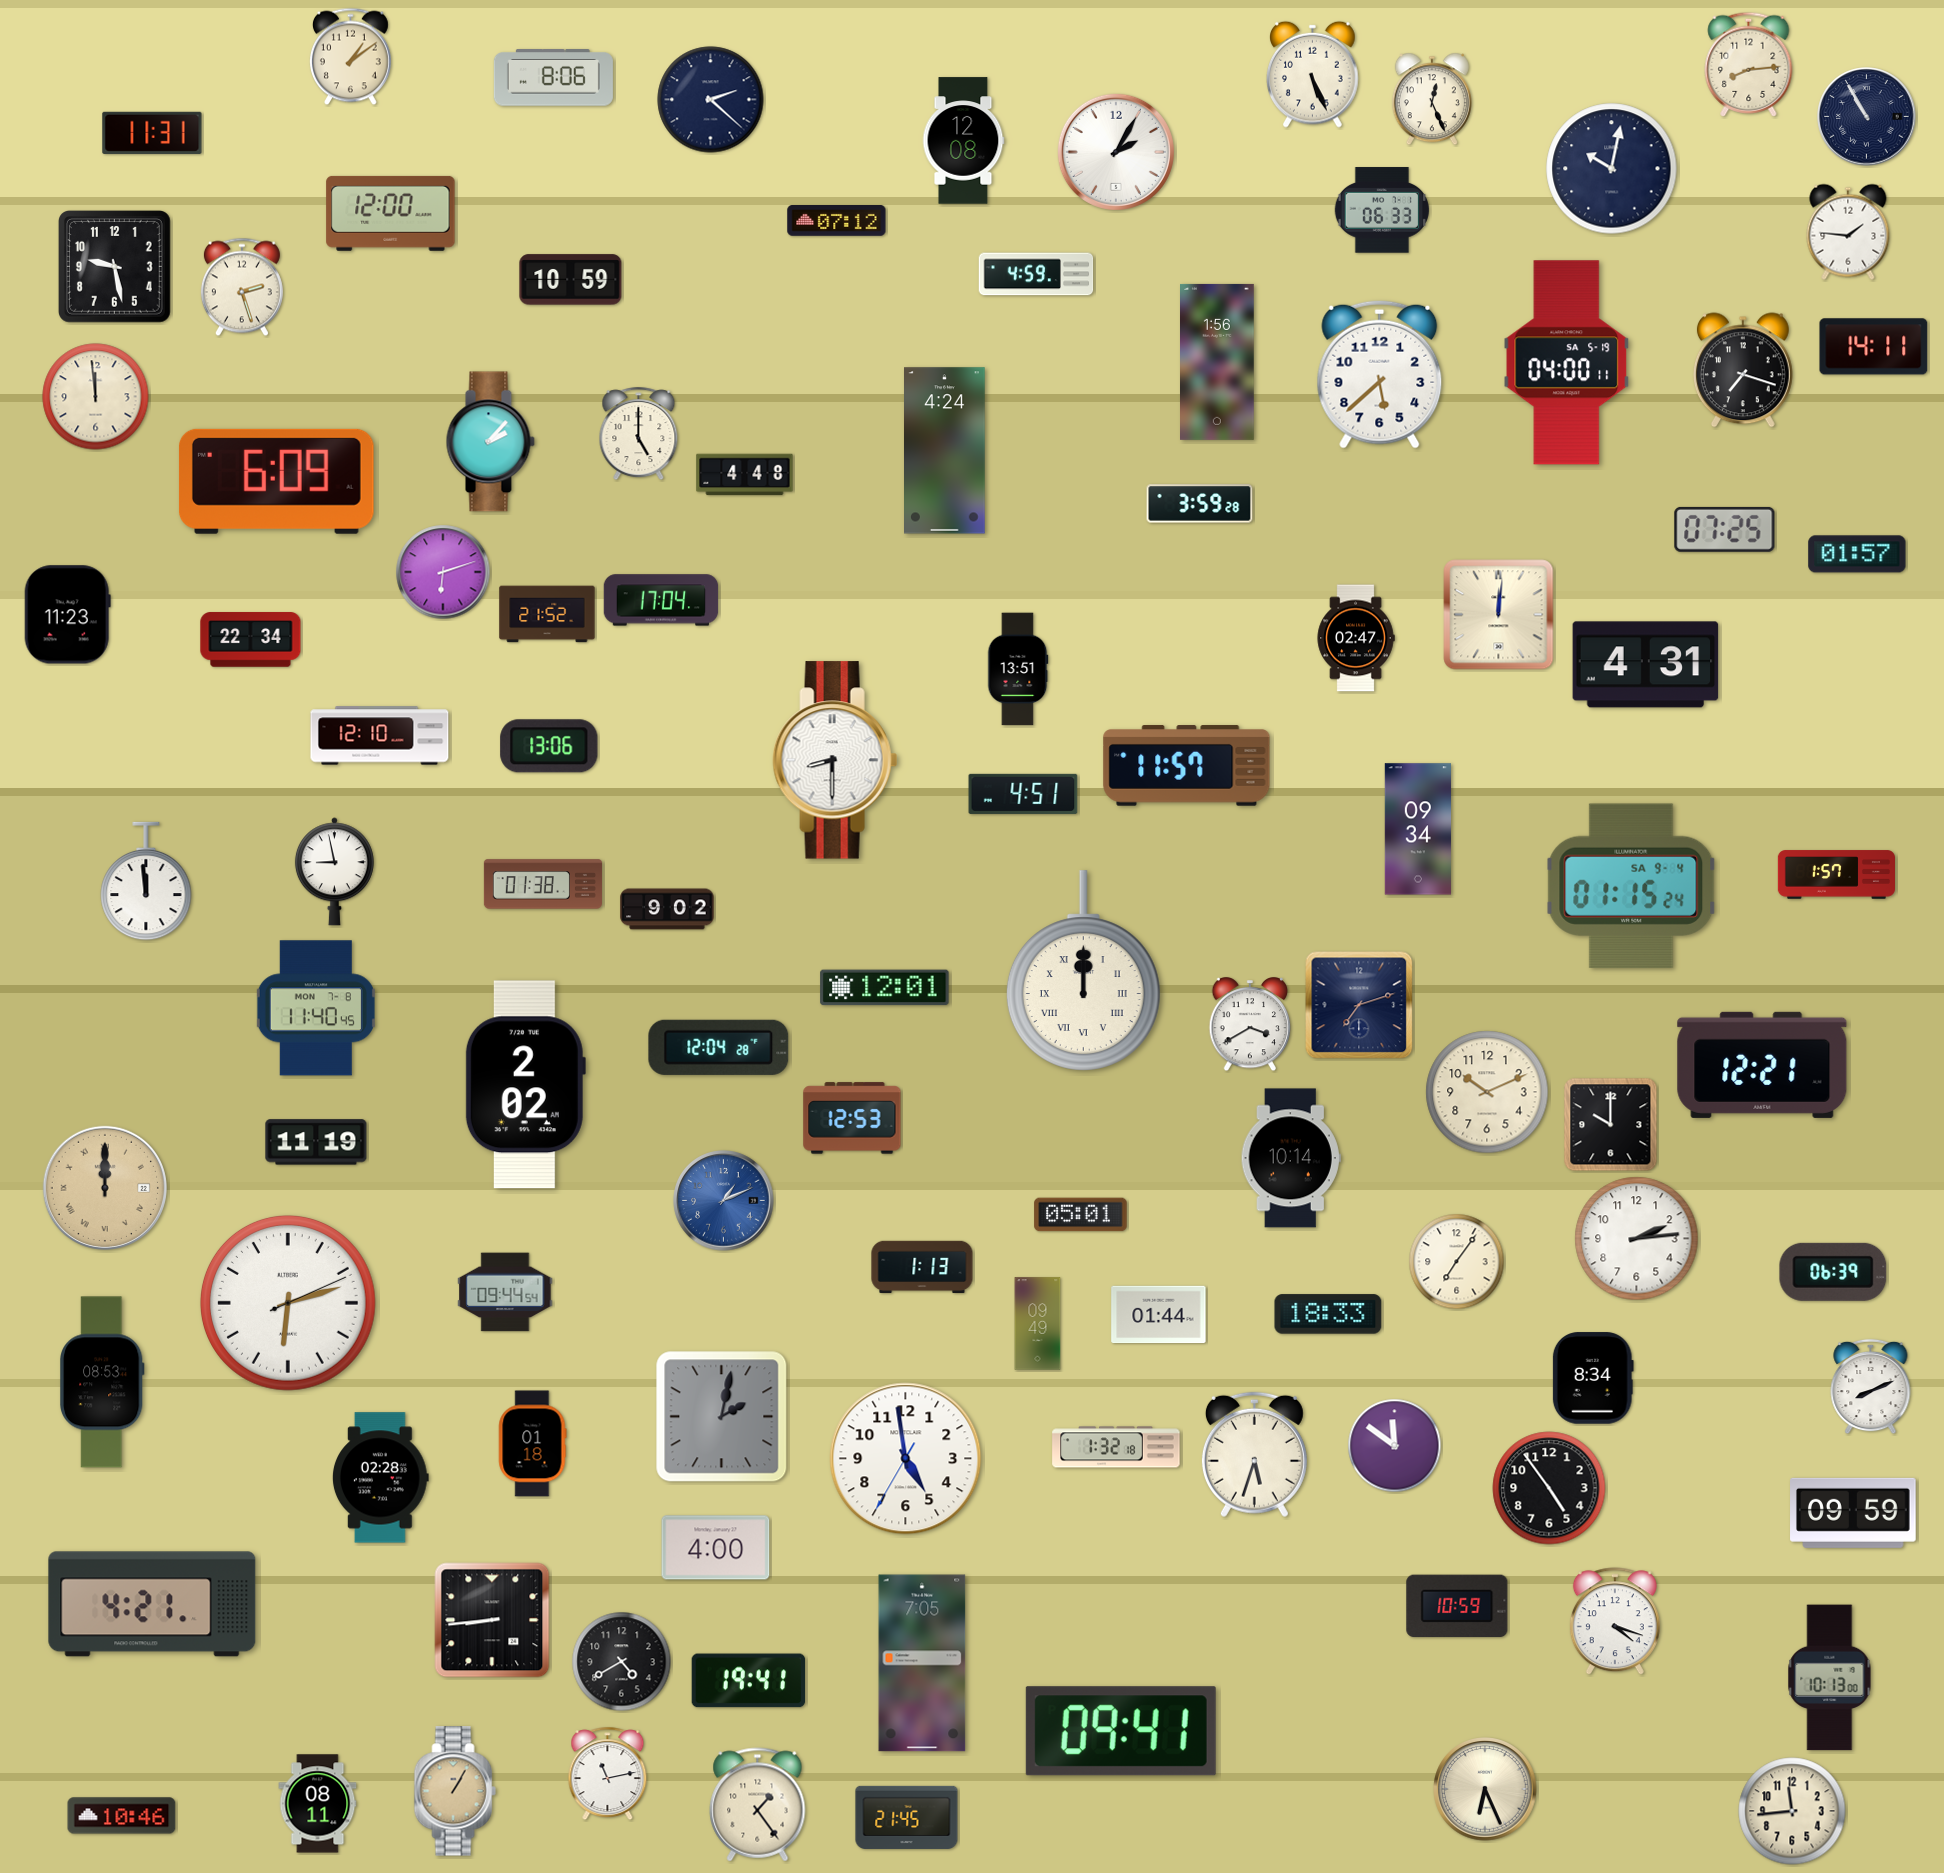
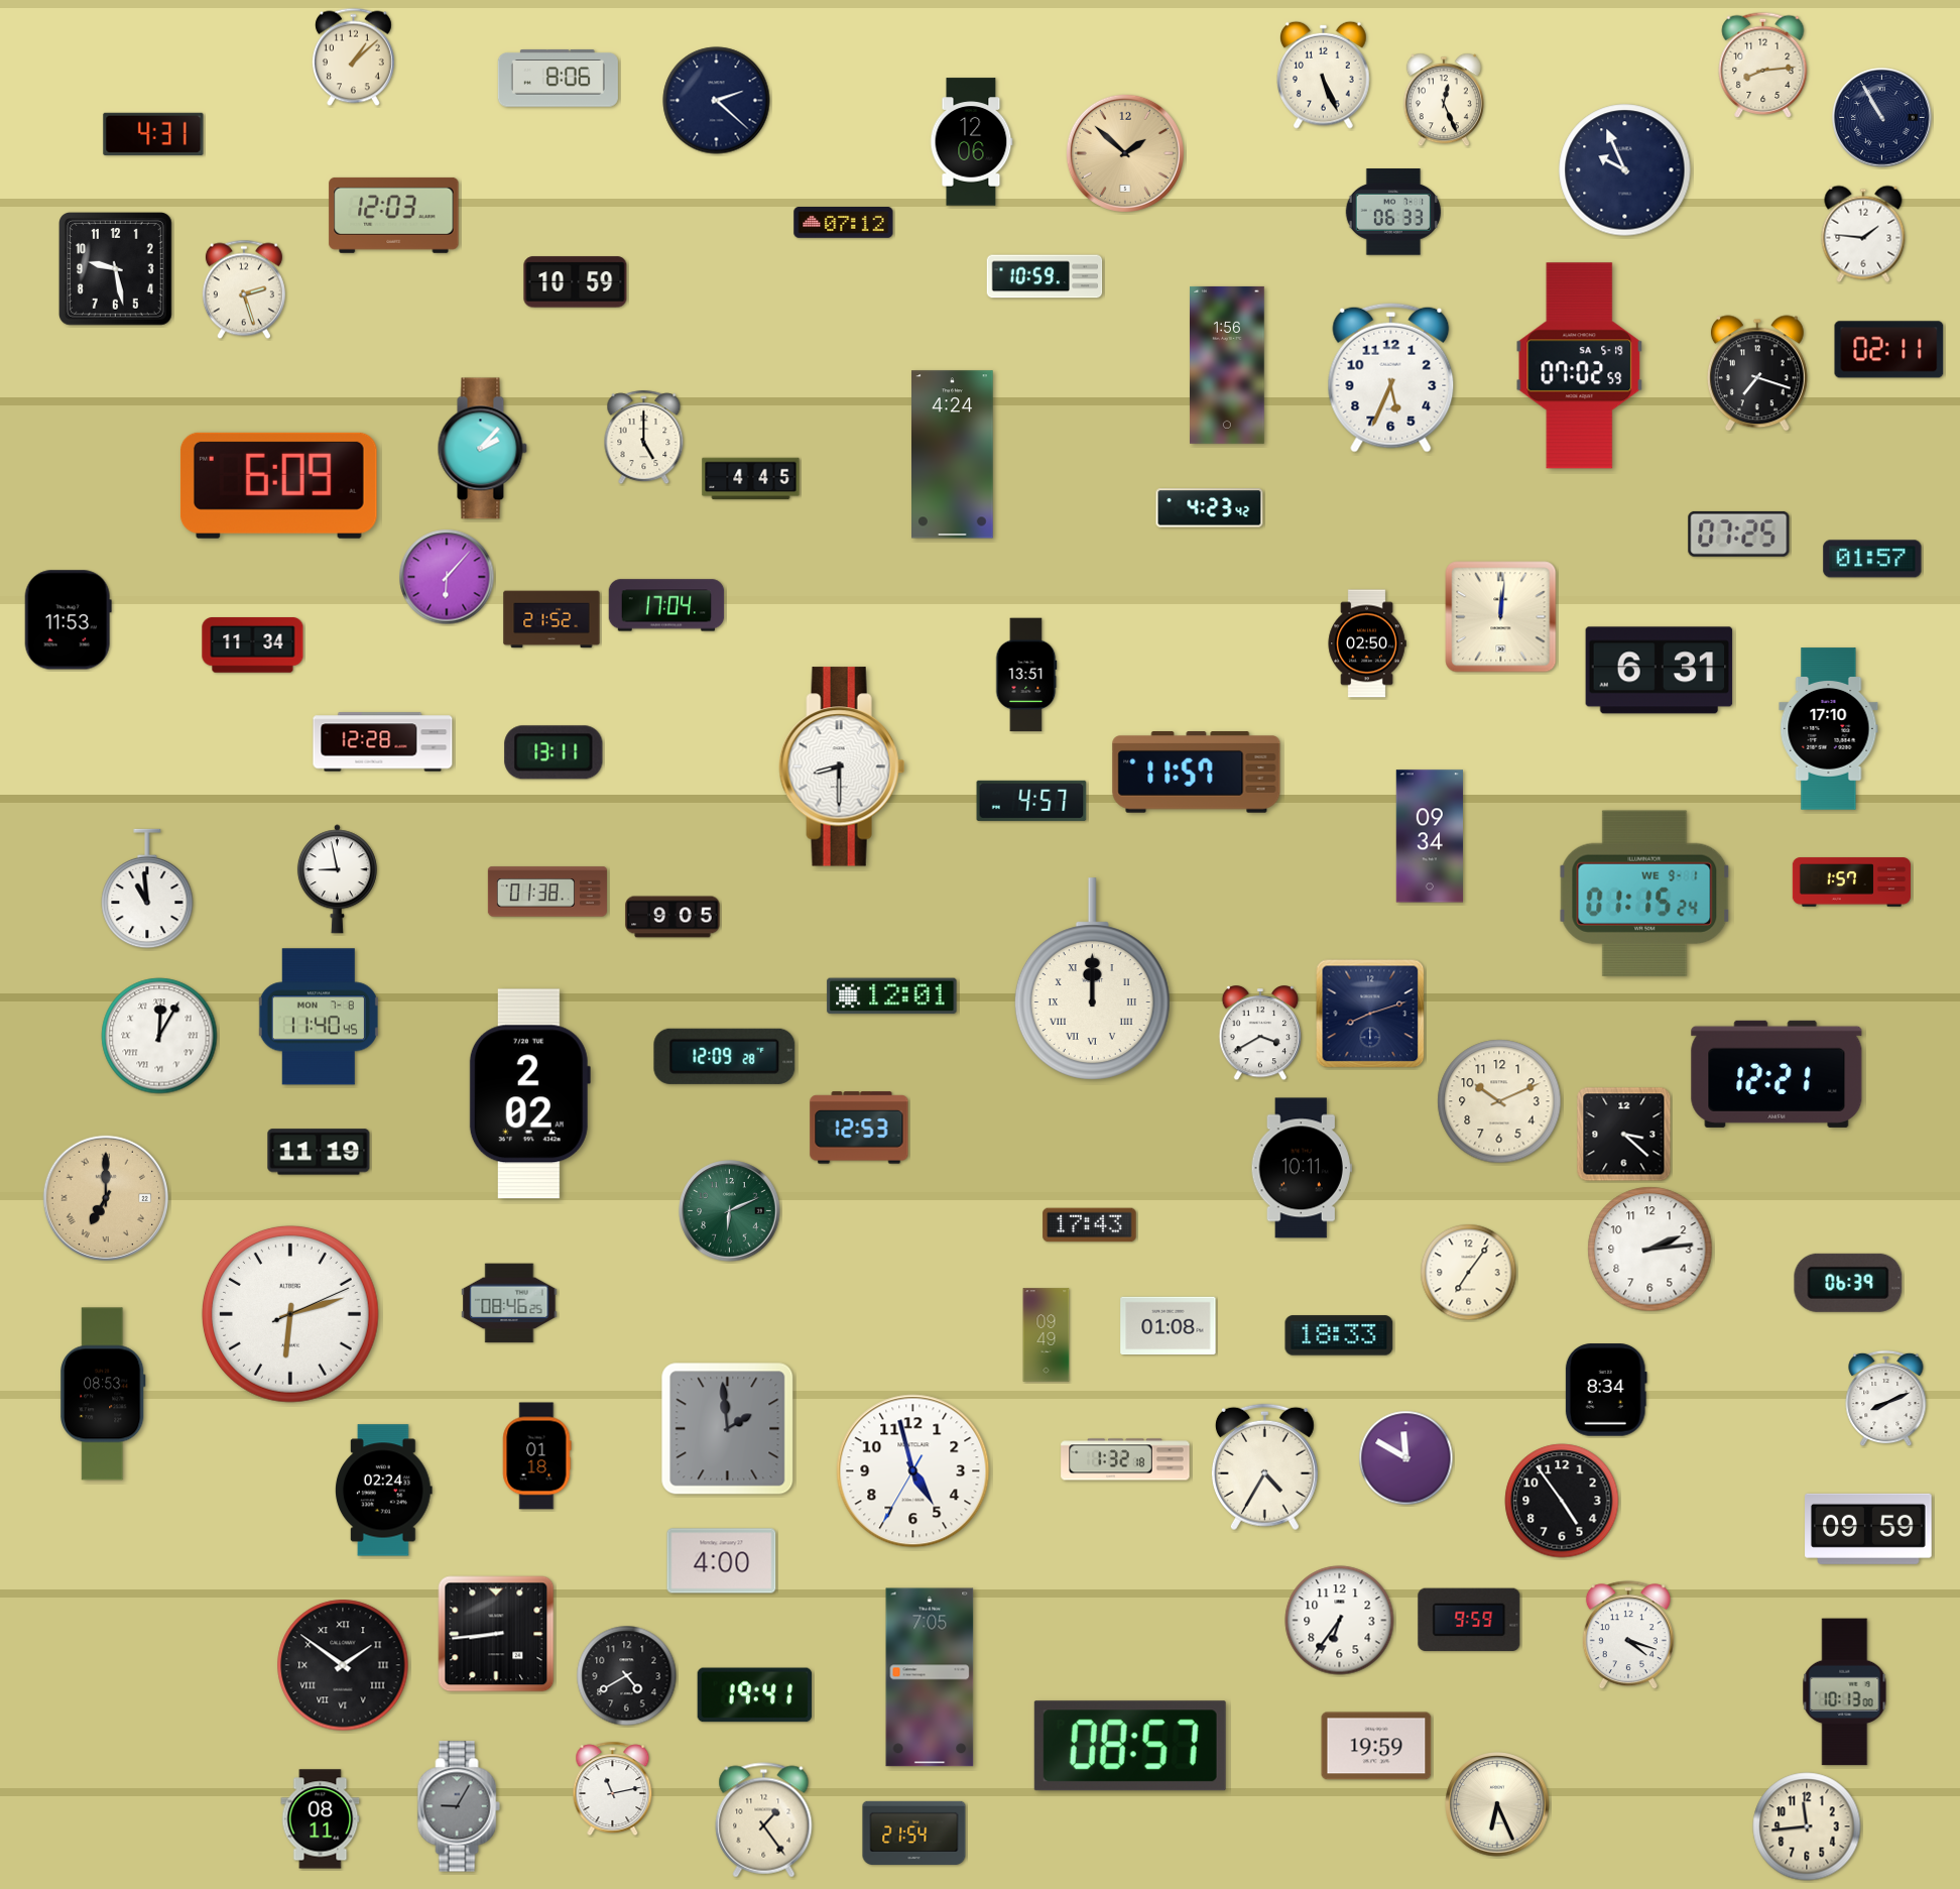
clock at (350, 57): 1:09 -> 1:08
clock at (152, 133): 11:31 -> 4:31
clock at (963, 141): 12:08 -> 12:06
clock at (1116, 152): 2:05 -> 1:52
clock at (1116, 152) dial: white -> champagne
clock at (1612, 169): 10:02 -> 9:56
clock at (391, 213): 12:00 -> 12:03
clock at (1036, 274): 4:59 -> 10:59
clock at (1874, 347): 14:11 -> 02:11
clock at (1567, 363): 04:00 -> 07:02
clock at (1380, 374): 5:38 -> 5:34
clock at (96, 397): 11:59 -> none
clock at (490, 442) position: (490, 442) -> (482, 449)
clock at (745, 475): 4:48 -> 4:45
clock at (1200, 504): 3:59 -> 4:23
clock at (443, 572): 6:12 -> 6:07
clock at (67, 615): 11:23 -> 11:53
clock at (1499, 615) position: (1499, 615) -> (1501, 617)
clock at (1356, 638): 02:47 -> 02:50
clock at (251, 640): 22:34 -> 11:34
clock at (1646, 665): 4:31 -> 6:31
clock at (1829, 729): none -> 17:10
clock at (380, 736): 12:10 -> 12:28
clock at (549, 746): 13:06 -> 13:11
clock at (1023, 794): 4:51 -> 4:57
clock at (146, 881): 11:59 -> 10:59
clock at (1631, 885) date: SA 9-4 -> WE 9-1
clock at (667, 909): 9:02 -> 9:05
clock at (1359, 1005): 7:12 -> 8:12
clock at (159, 1036): none -> 12:05
clock at (719, 1047): 12:04 -> 12:09
clock at (1611, 1125): 10:00 -> 3:22
clock at (1291, 1158): 10:14 -> 10:11
clock at (105, 1188): 12:00 -> 7:00
clock at (724, 1201): 1:11 -> 6:11
clock at (724, 1201) dial: blue -> green
clock at (1081, 1215): 05:01 -> 17:43
clock at (922, 1267): 1:13 -> none
clock at (505, 1292): 09:44 -> 08:46
clock at (1328, 1314) position: (1328, 1314) -> (1339, 1335)
clock at (1159, 1315): 01:44 -> 01:08
clock at (722, 1417): 2:02 -> 1:59
clock at (1395, 1446): 11:51 -> 11:50
clock at (1254, 1455): 5:33 -> 4:35
clock at (906, 1459): 4:58 -> 4:57
clock at (380, 1478): 02:28 -> 02:24
clock at (1853, 1513) position: (1853, 1513) -> (1868, 1529)
clock at (152, 1604): 4:21 -> none
clock at (1457, 1606): 10:59 -> 9:59
clock at (1340, 1621): none -> 6:36
clock at (343, 1665): none -> 1:51
clock at (1121, 1731): 09:41 -> 08:57
clock at (1376, 1746): none -> 19:59
clock at (455, 1791): 1:05 -> 9:05
clock at (455, 1791) dial: champagne -> grey
clock at (122, 1816): 10:46 -> none
clock at (907, 1817): 21:45 -> 21:54
